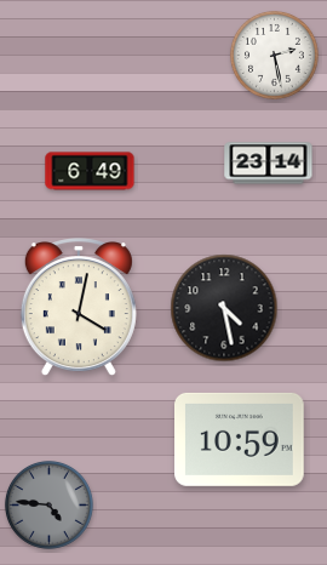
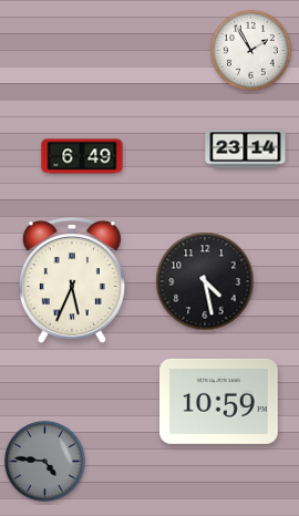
clock at (274, 55): 2:28 -> 1:55
clock at (79, 308): 4:02 -> 5:34
